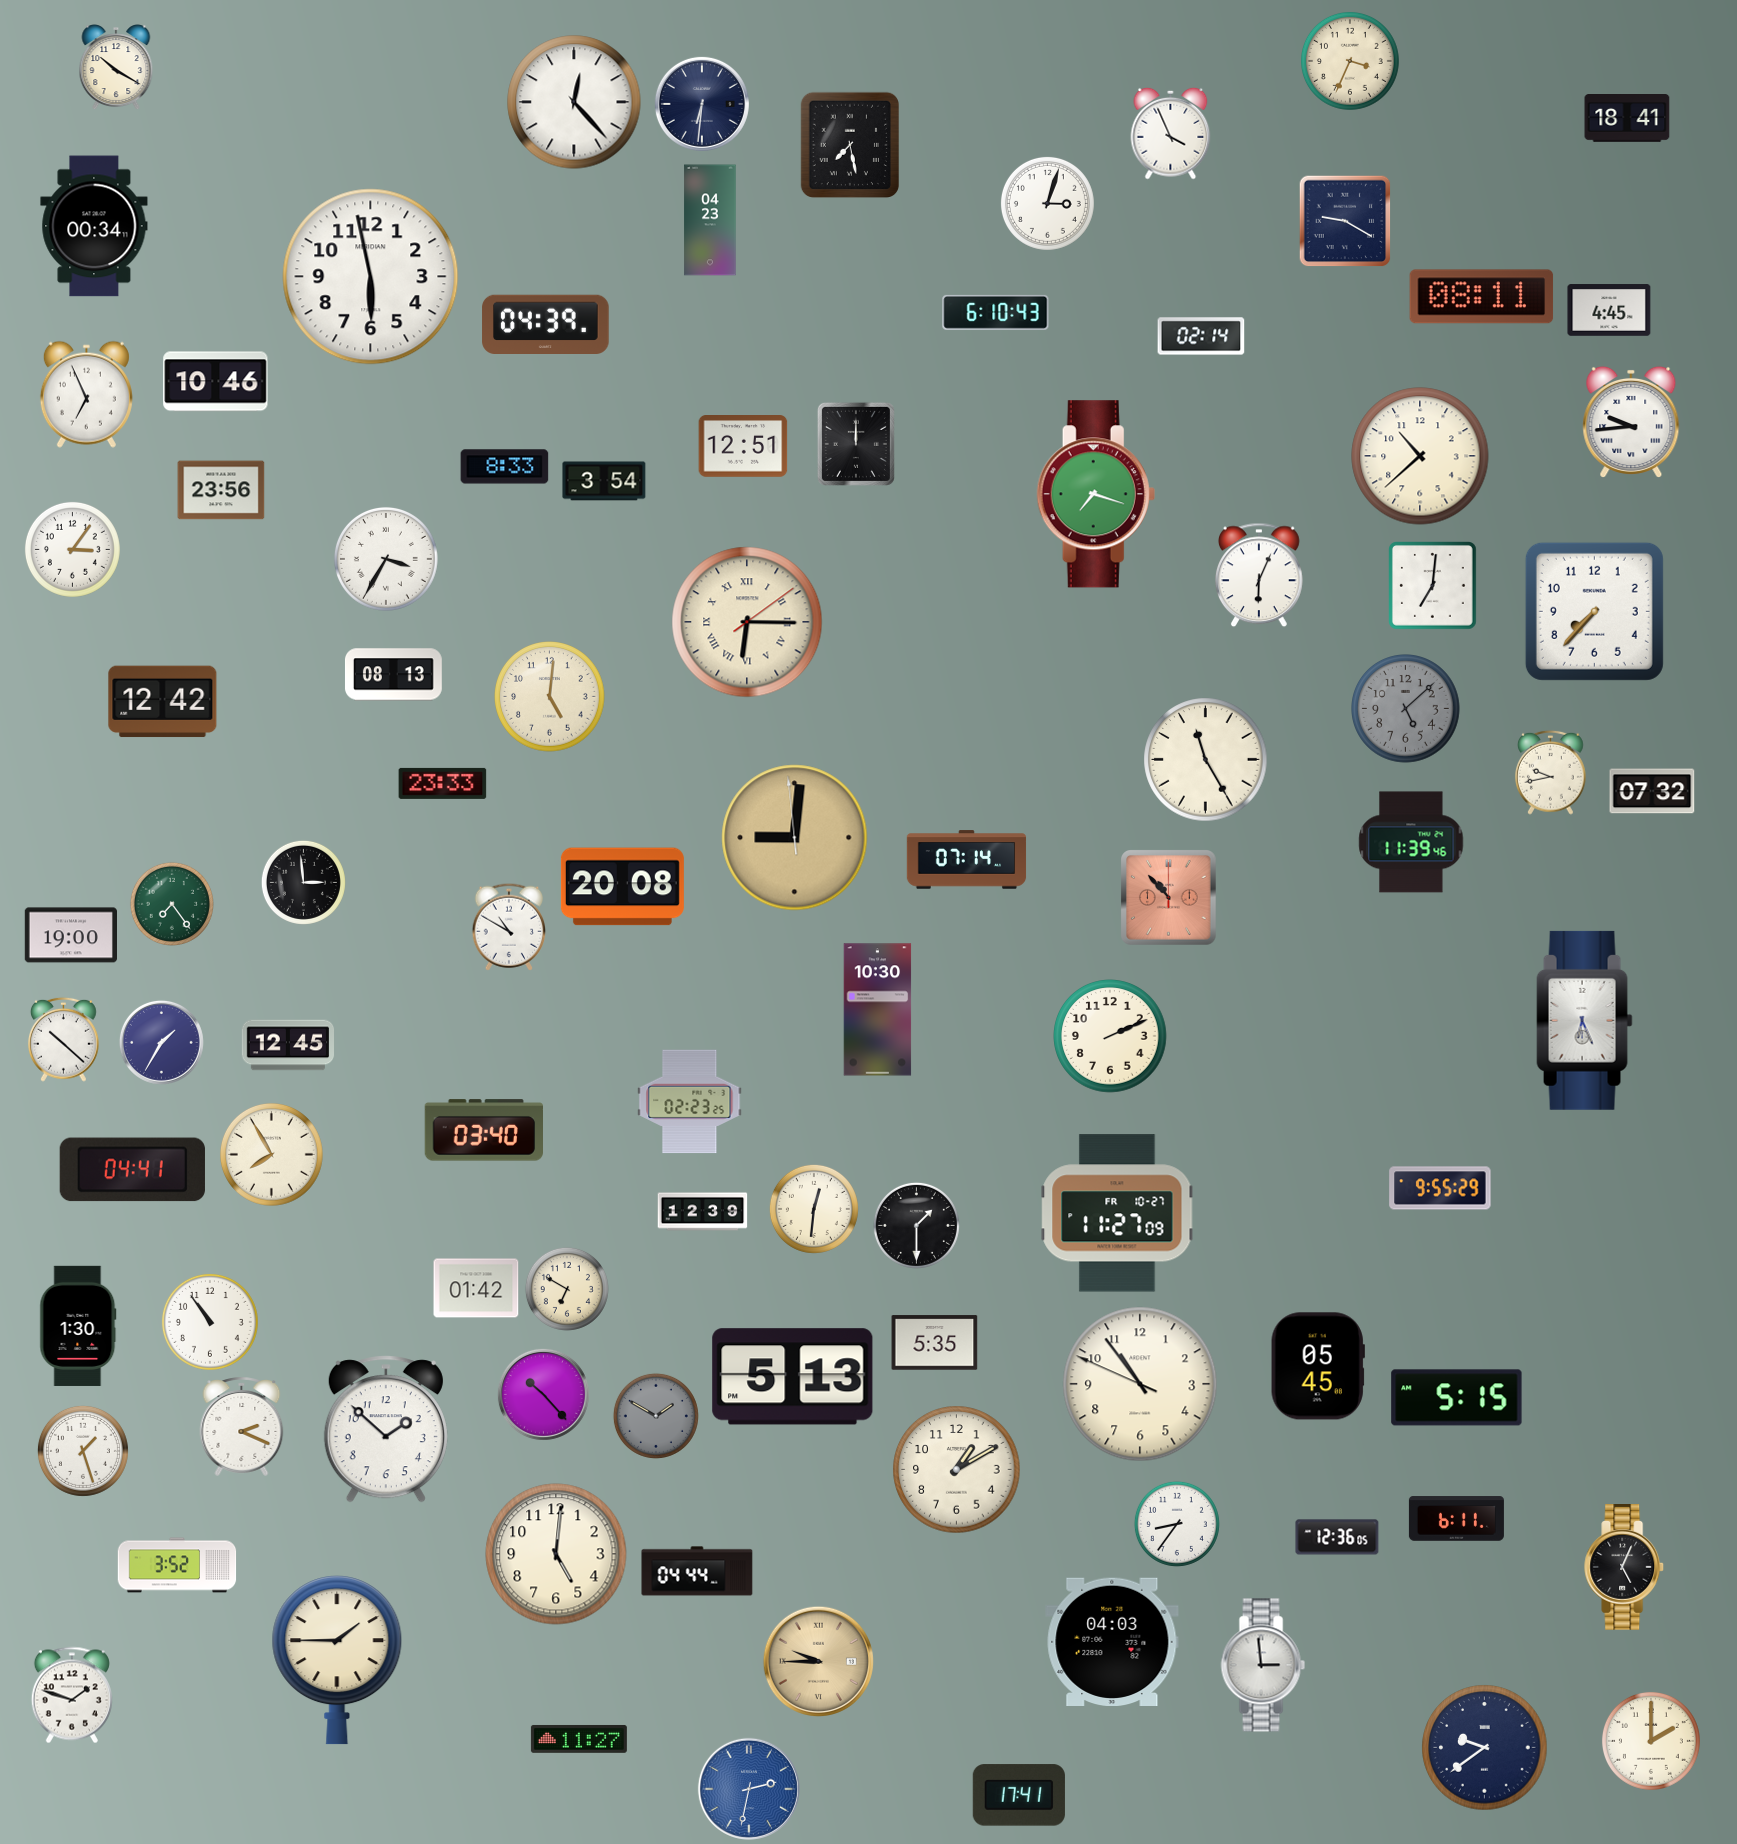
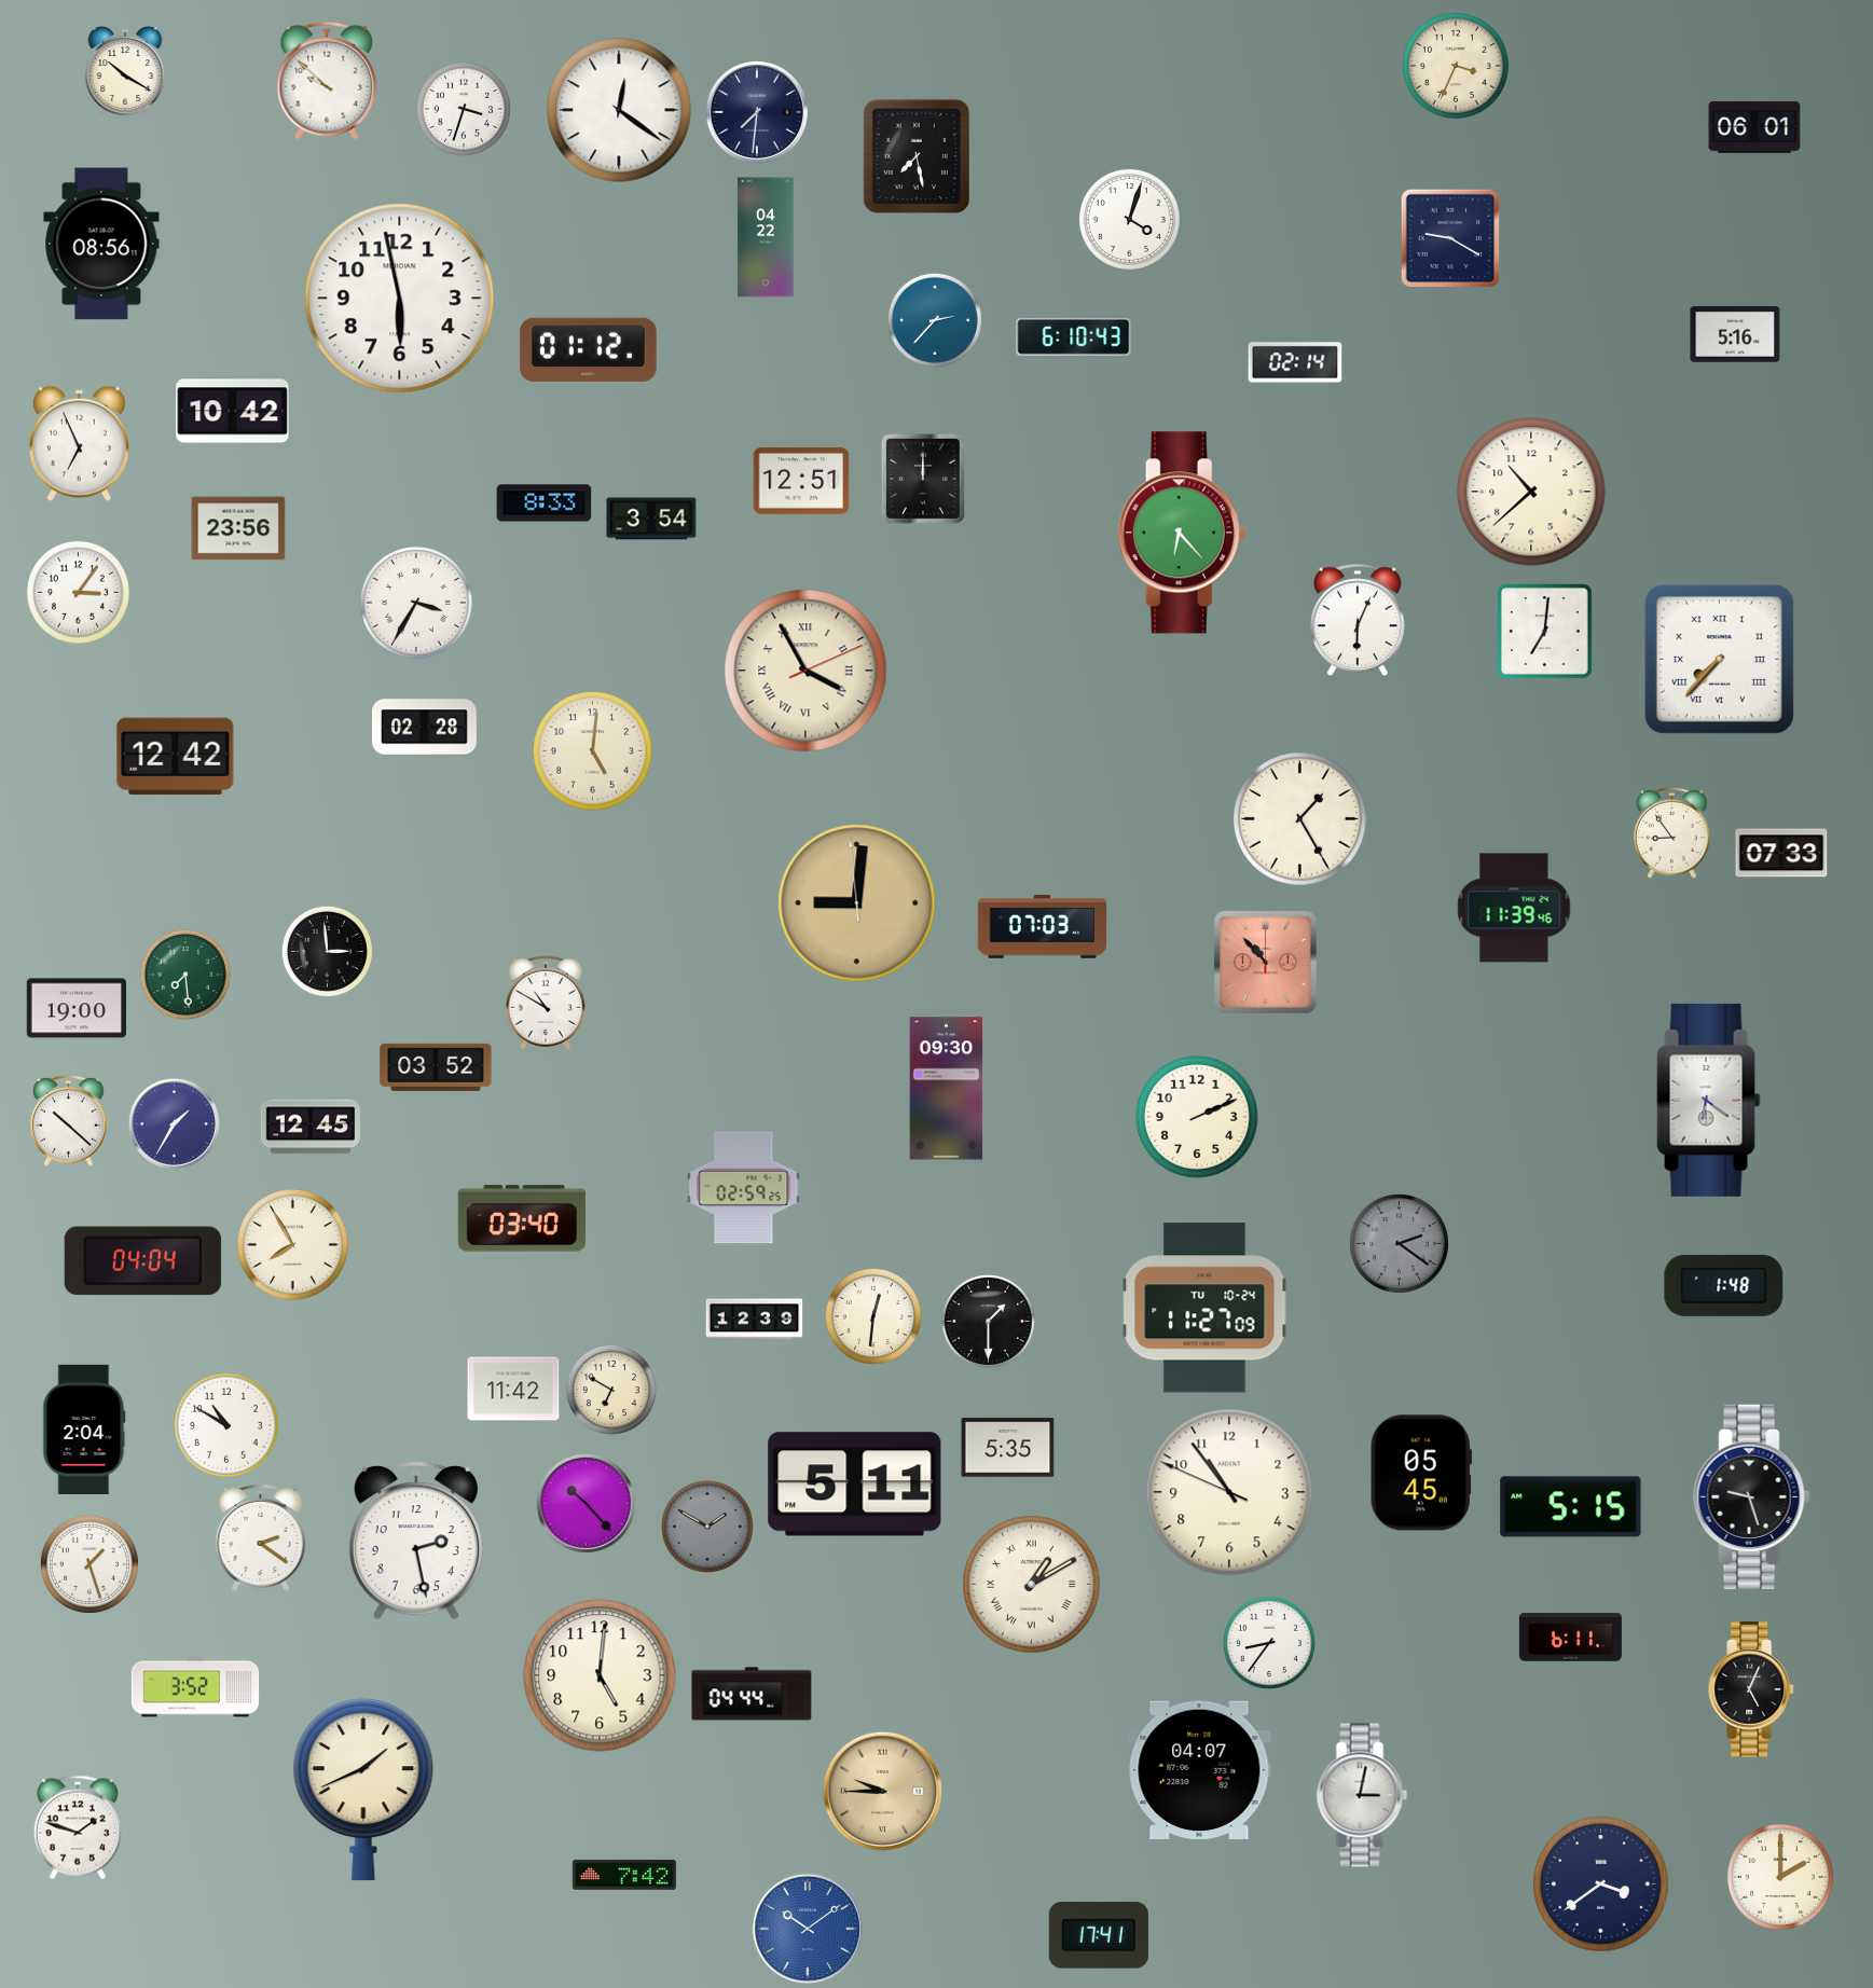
clock at (327, 81): none -> 9:52
clock at (464, 109): none -> 3:33
clock at (574, 102): 12:23 -> 12:21
clock at (702, 104): 6:31 -> 7:31
clock at (1627, 119): 18:41 -> 06:01
clock at (1171, 133): 3:56 -> none
clock at (1047, 203): 3:03 -> 4:03
clock at (710, 220): 04:23 -> 04:22
clock at (94, 226): 00:34 -> 08:56
clock at (935, 320): none -> 2:37
clock at (1482, 297): 08:11 -> none
clock at (1609, 310): 4:45 -> 5:16
clock at (546, 324): 04:39 -> 01:12
clock at (216, 382): 10:46 -> 10:42
clock at (86, 394) position: (86, 394) -> (79, 443)
clock at (1631, 422): 9:44 -> none
clock at (1096, 494): 7:18 -> 6:23
clock at (1594, 611) numerals: Arabic -> Roman
clock at (747, 622): 6:15 -> 3:55
clock at (393, 675): 08:13 -> 02:28
clock at (1406, 709): 5:08 -> none
clock at (1206, 760): 11:25 -> 1:25
clock at (1550, 772): 9:43 -> 8:54
clock at (443, 783): 23:33 -> none
clock at (1652, 791): 07:32 -> 07:33
clock at (1411, 842) position: (1411, 842) -> (1514, 908)
clock at (967, 860): 07:14 -> 07:03
clock at (622, 887): 20:08 -> none
clock at (1169, 898) position: (1169, 898) -> (1266, 963)
clock at (172, 904): 7:24 -> 7:29
clock at (508, 927) position: (508, 927) -> (545, 1003)
clock at (436, 1067): none -> 03:52
clock at (878, 1010): 10:30 -> 09:30
clock at (1585, 1020): 6:26 -> 6:21
clock at (690, 1102): 02:23 -> 02:59
clock at (1399, 1243): none -> 2:21
clock at (132, 1170): 04:41 -> 04:04
clock at (1440, 1188): 9:55 -> none
clock at (1724, 1285): none -> 1:48
clock at (814, 1209) position: (814, 1209) -> (873, 1316)
clock at (703, 1212) position: (703, 1212) -> (755, 1320)
clock at (1117, 1213) date: FR 10-27 -> TU 10-24
clock at (476, 1288): 01:42 -> 11:42
clock at (210, 1322): 10:54 -> 10:50
clock at (78, 1326): 1:30 -> 2:04
clock at (793, 1377): 5:13 -> 5:11
clock at (1752, 1496): none -> 9:27
clock at (242, 1426): 2:19 -> 2:21
clock at (386, 1429): 1:52 -> 2:28
clock at (957, 1470) numerals: Arabic -> Roman
clock at (1337, 1537): 12:36 -> none
clock at (177, 1565) position: (177, 1565) -> (195, 1687)
clock at (1112, 1641): 04:03 -> 04:07
clock at (337, 1660): 1:45 -> 1:41
clock at (1263, 1665): 2:59 -> 3:02
clock at (579, 1739): 11:27 -> 7:42
clock at (1485, 1748): 9:39 -> 3:39
clock at (749, 1789): 2:32 -> 10:09
